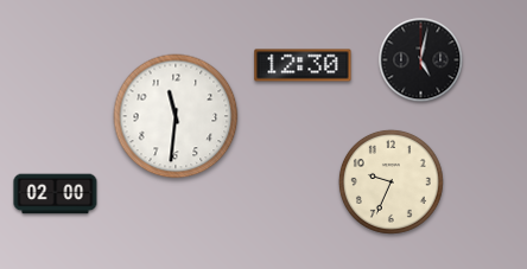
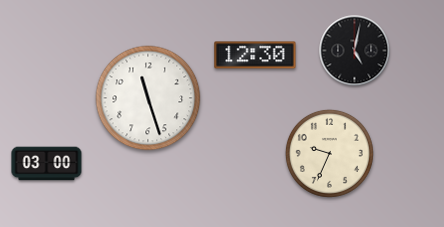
clock at (176, 116): 11:31 -> 11:27
clock at (56, 194): 02:00 -> 03:00
